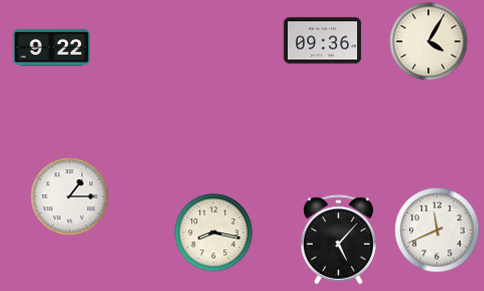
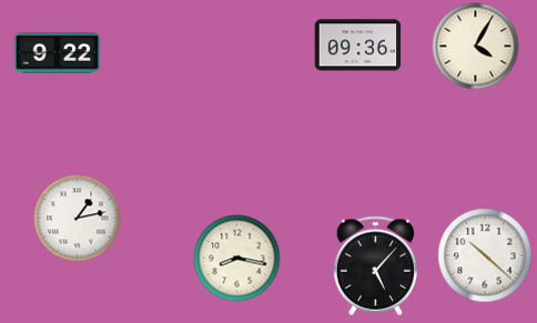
clock at (69, 196): 1:15 -> 1:13
clock at (437, 230): 11:41 -> 10:22
